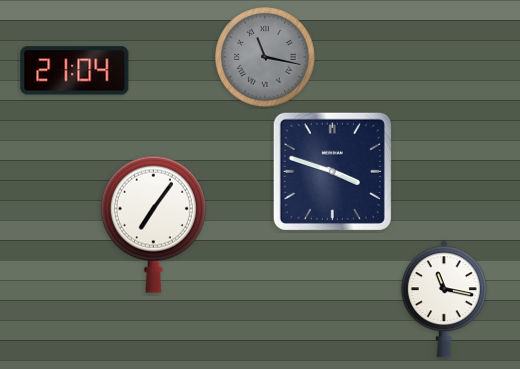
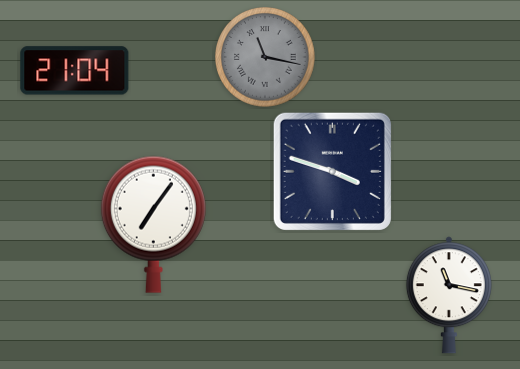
clock at (444, 299) position: (444, 299) -> (449, 295)
